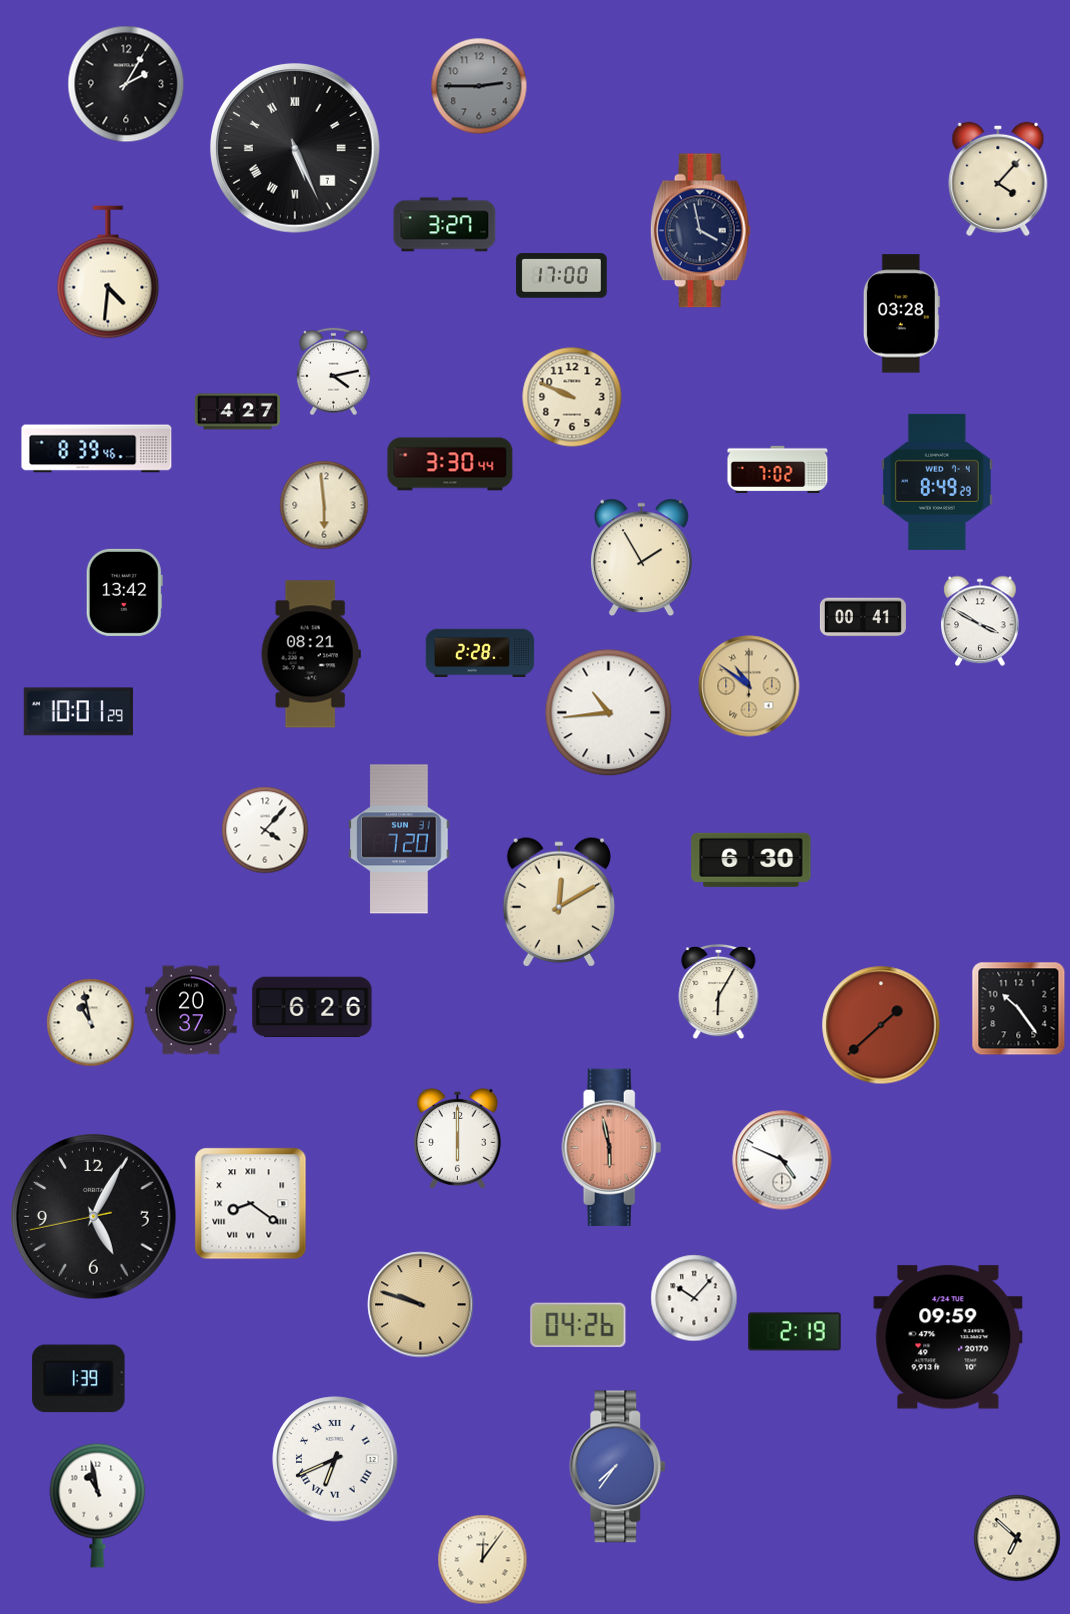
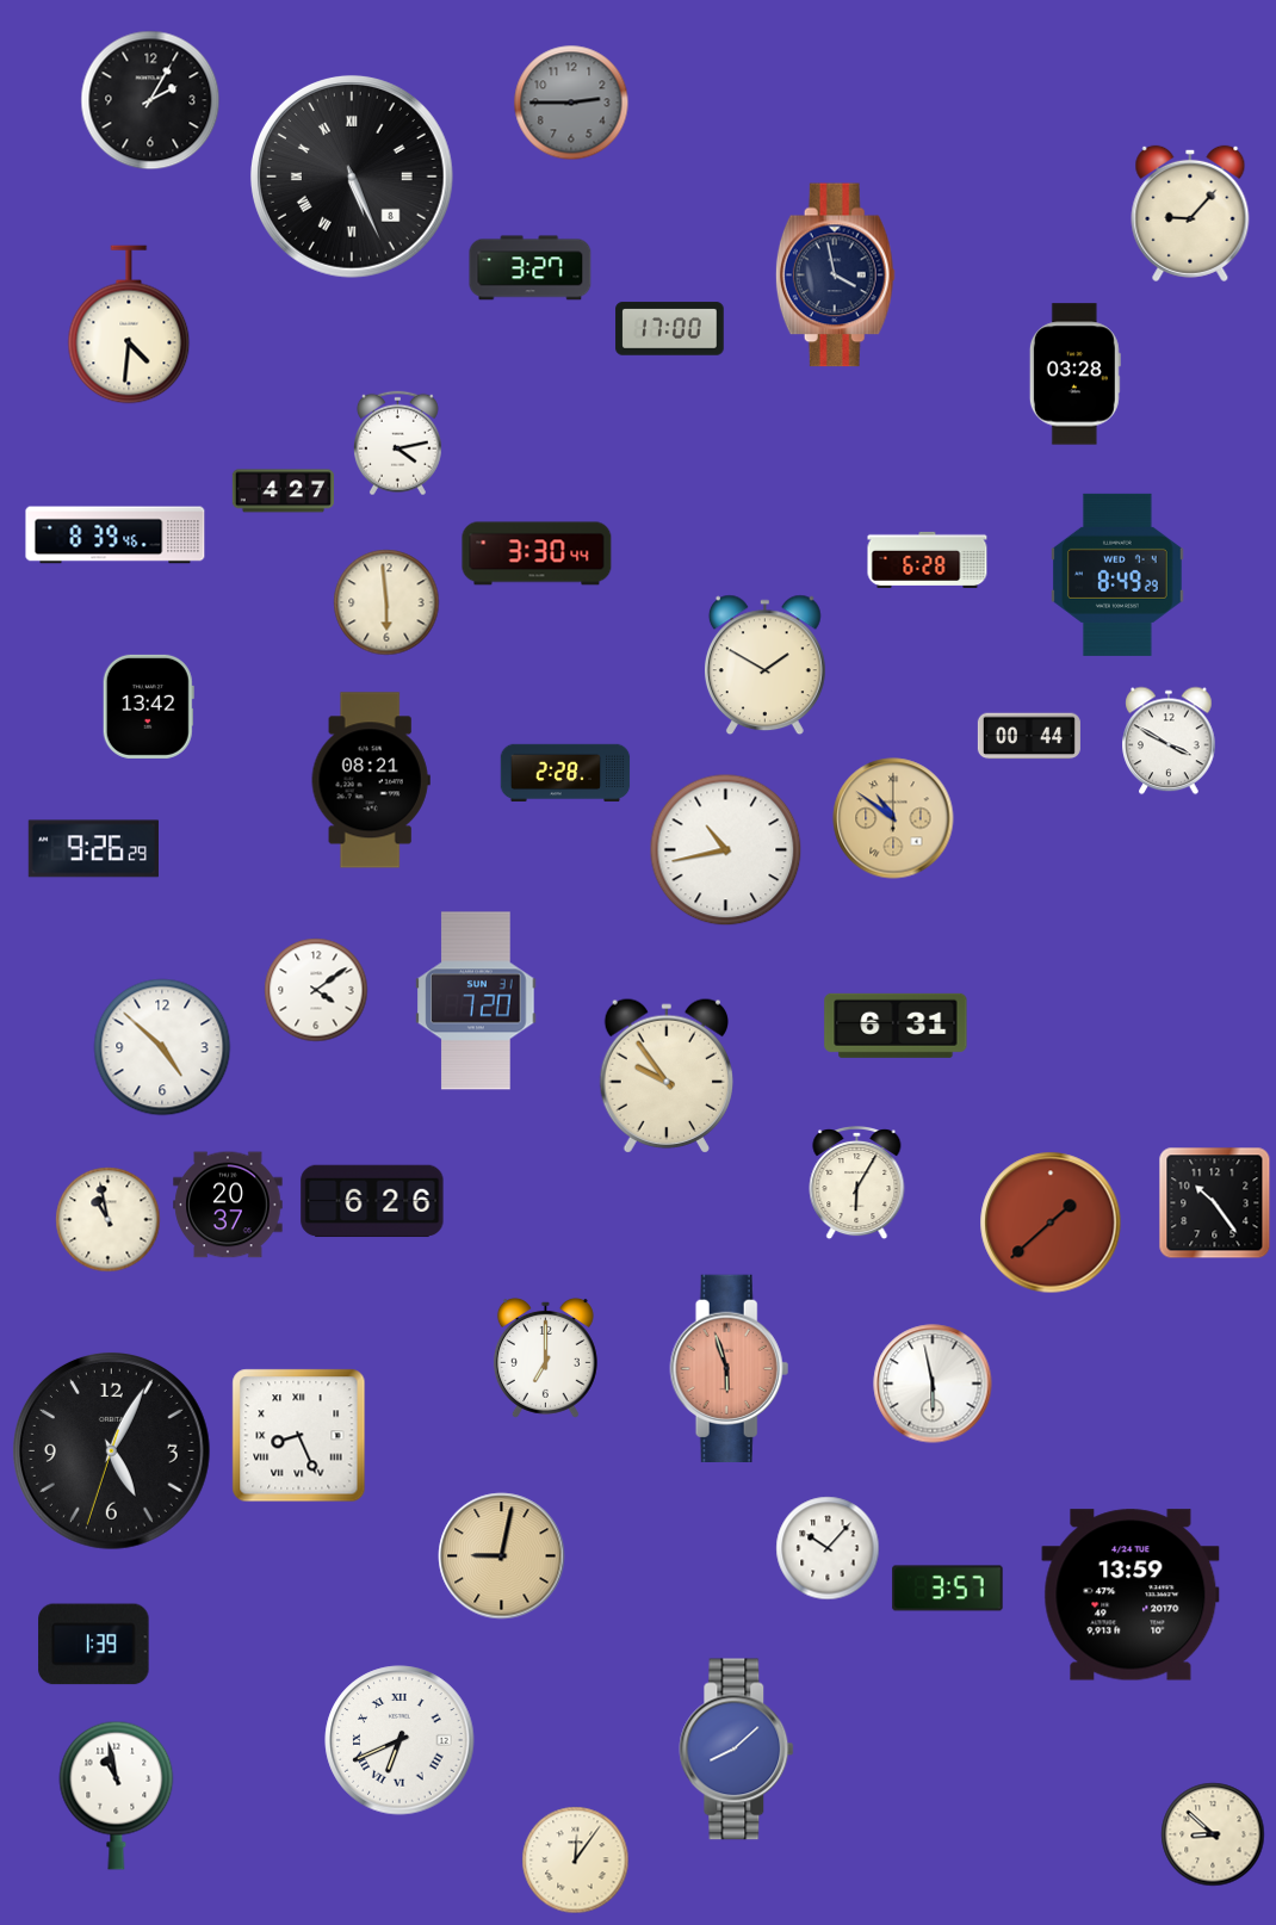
clock at (295, 148) date: 7 -> 8
clock at (998, 179): 4:07 -> 9:07
clock at (572, 397): 9:49 -> none
clock at (778, 469): 7:02 -> 6:28
clock at (641, 558): 1:55 -> 1:50
clock at (863, 617): 00:41 -> 00:44
clock at (480, 653) position: (480, 653) -> (565, 773)
clock at (78, 712): 10:01 -> 9:26
clock at (609, 713): 10:44 -> 10:43
clock at (265, 830): 4:07 -> 4:09
clock at (751, 860): 6:30 -> 6:31
clock at (162, 1047): none -> 4:52
clock at (559, 902): 12:10 -> 9:54
clock at (457, 1138): 6:00 -> 7:00
clock at (612, 1147): 5:58 -> 5:57
clock at (782, 1160): 4:49 -> 5:58
clock at (251, 1204): 8:21 -> 8:26
clock at (93, 1216): 5:04:43 -> 5:04:33
clock at (421, 1305): 9:48 -> 9:02
clock at (578, 1325): 04:26 -> none
clock at (795, 1332): 2:19 -> 3:57
clock at (948, 1337): 09:59 -> 13:59
clock at (618, 1467): 7:36 -> 8:08
clock at (1017, 1538): 6:52 -> 8:52
